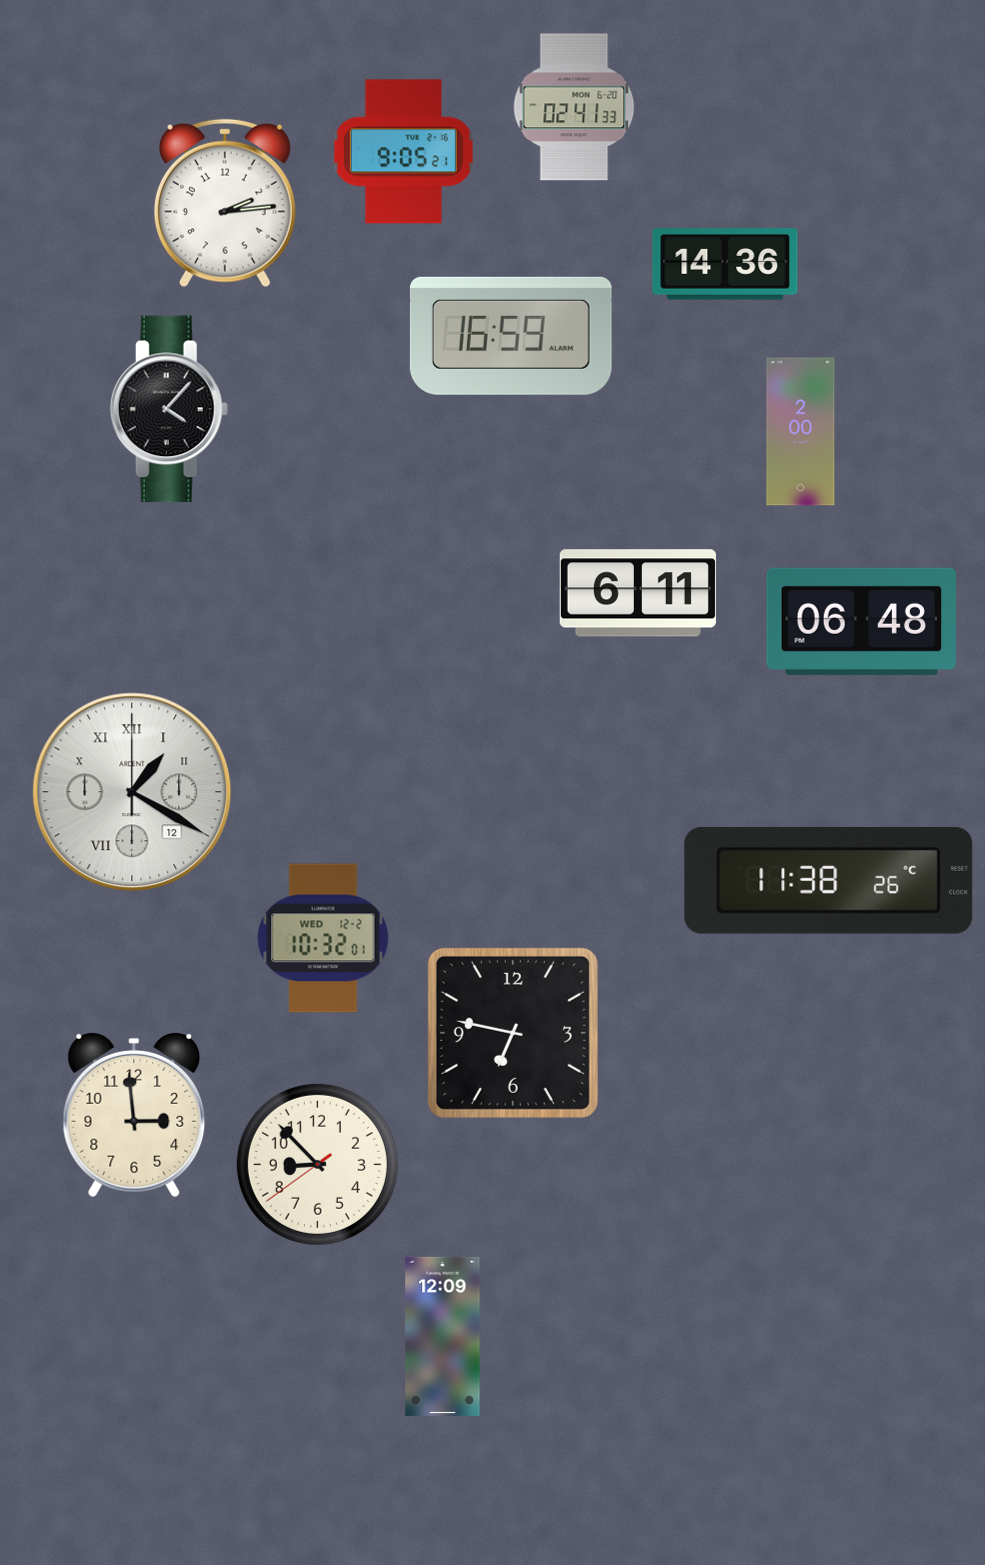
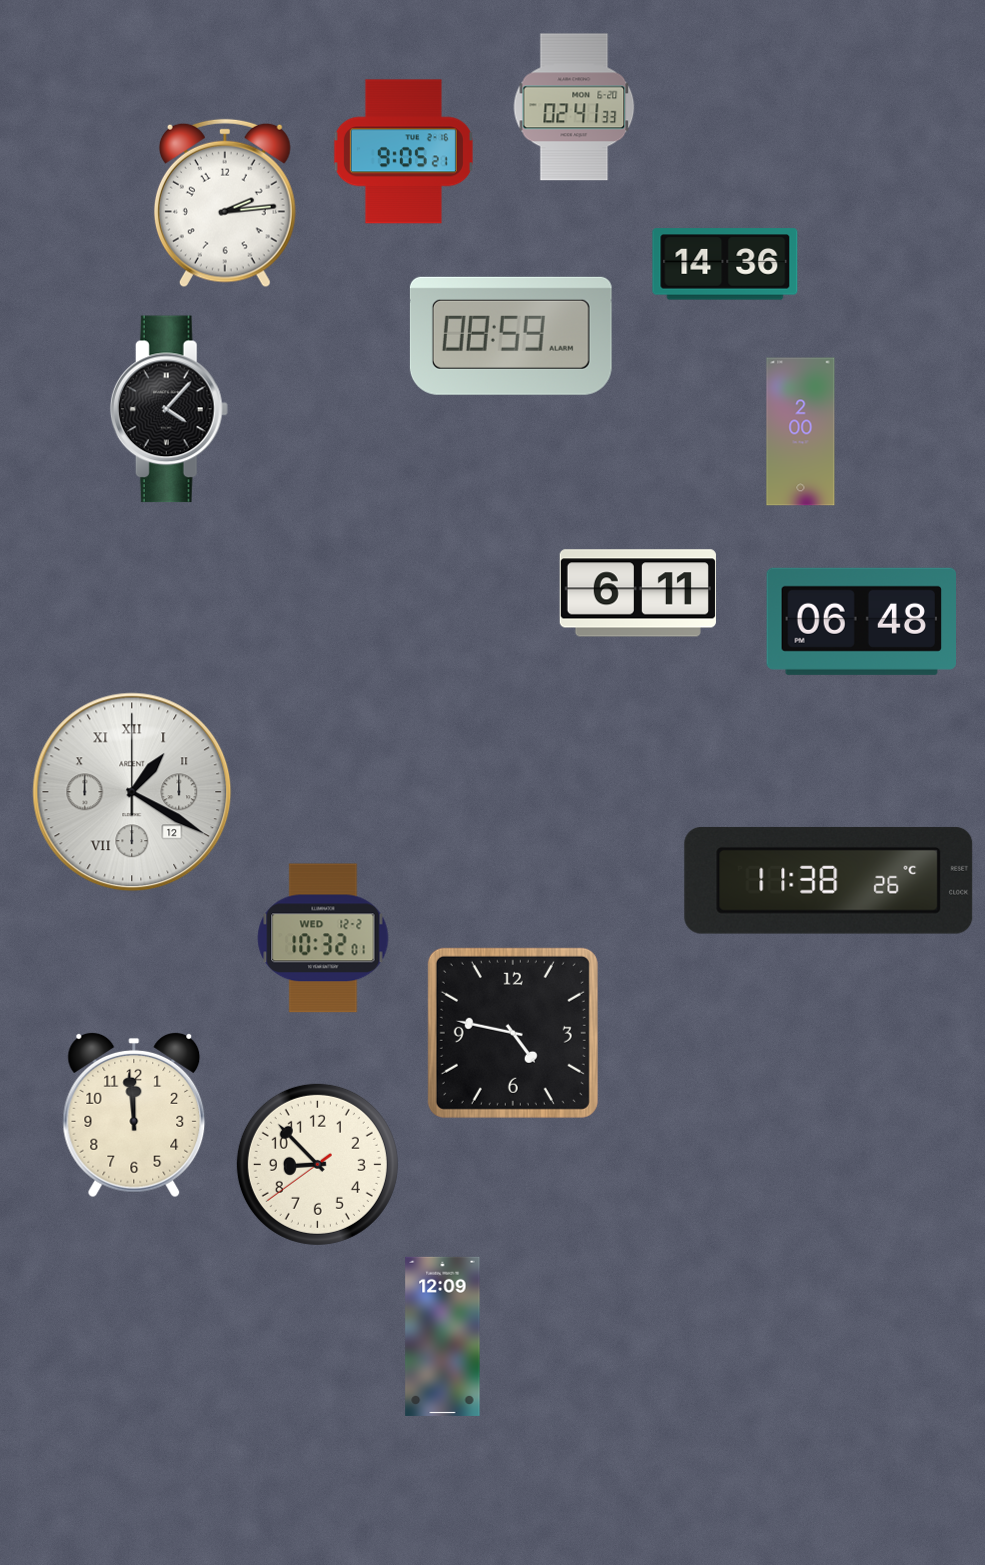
clock at (511, 336): 16:59 -> 08:59
clock at (513, 1033): 6:47 -> 4:47
clock at (134, 1115): 2:59 -> 11:59
